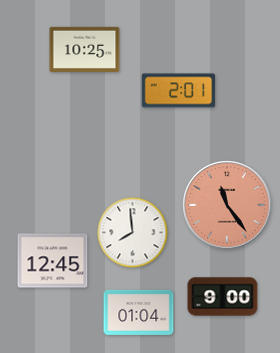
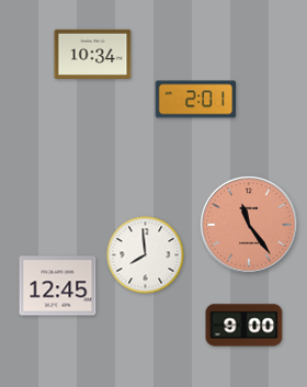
clock at (85, 49): 10:25 -> 10:34
clock at (139, 312): 01:04 -> none
